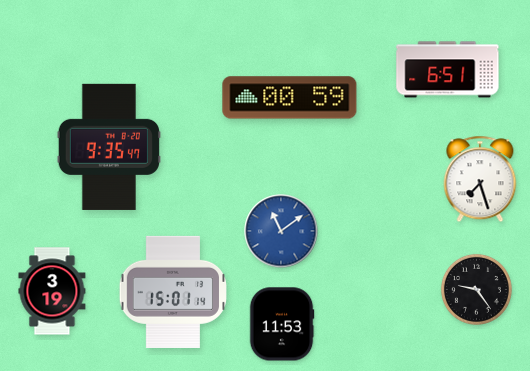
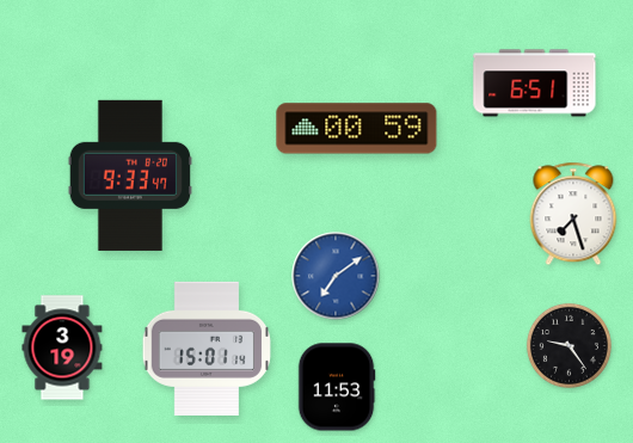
clock at (290, 98) position: (290, 98) -> (357, 129)
clock at (109, 147): 9:35 -> 9:33
clock at (281, 231): 11:09 -> 7:09
